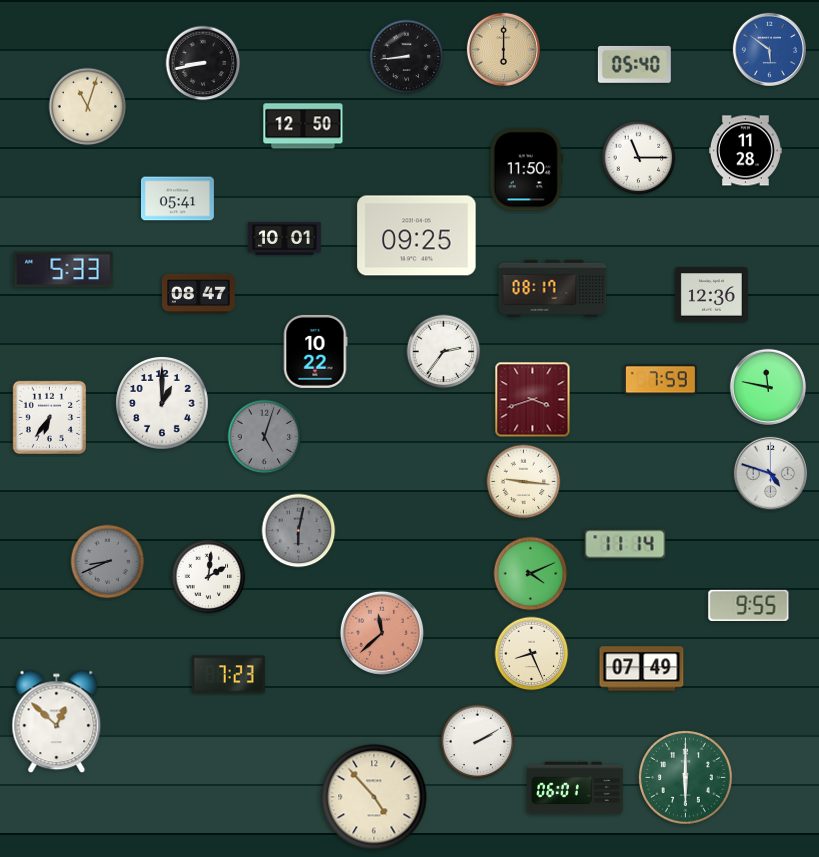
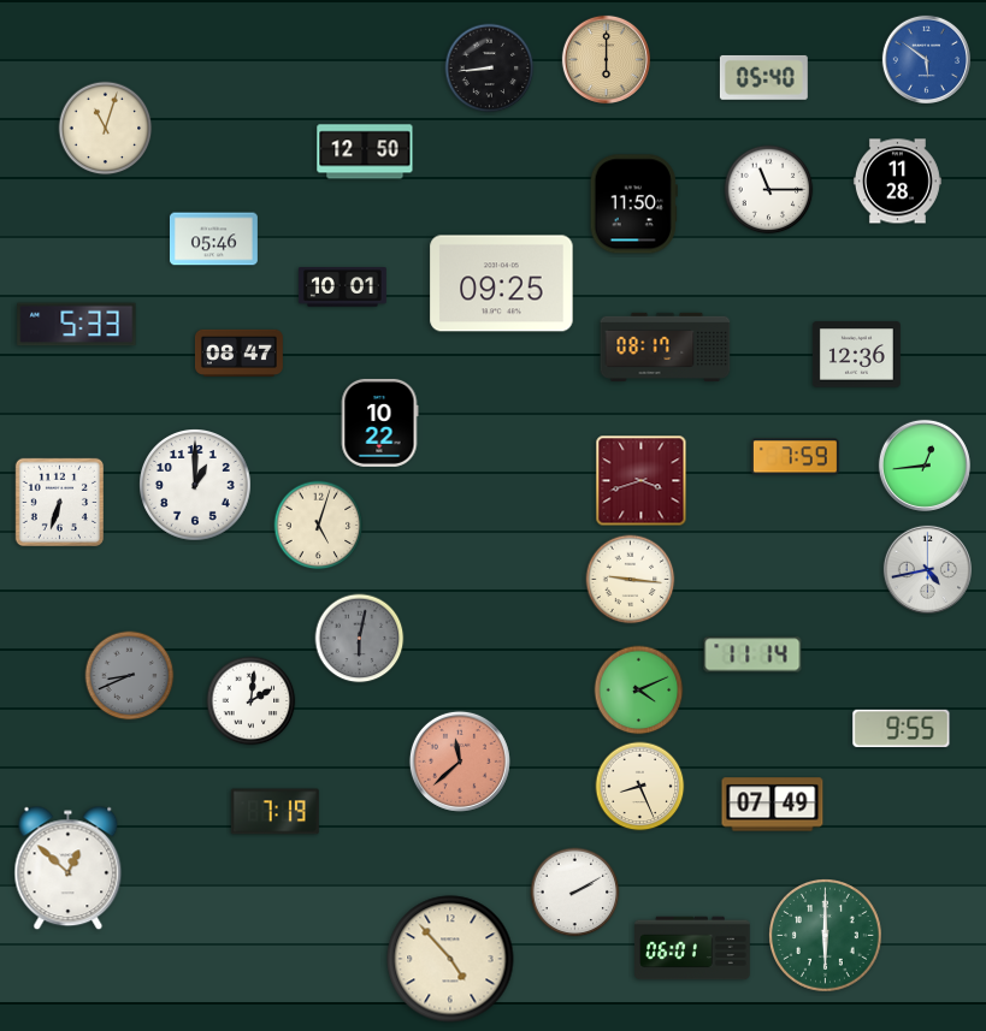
clock at (203, 63): 8:43 -> none
clock at (177, 199): 05:41 -> 05:46
clock at (444, 352): 2:36 -> none
clock at (768, 387): 11:47 -> 12:44
clock at (49, 417): 6:36 -> 6:33
clock at (265, 437) dial: grey -> cream
clock at (770, 473): 4:48 -> 4:43
clock at (209, 577) position: (209, 577) -> (252, 701)
clock at (228, 675): 7:23 -> 7:19
